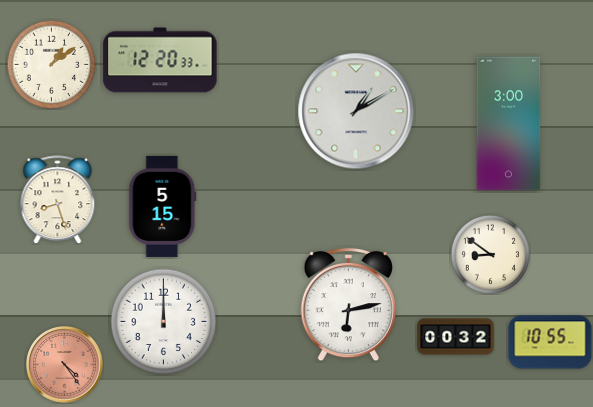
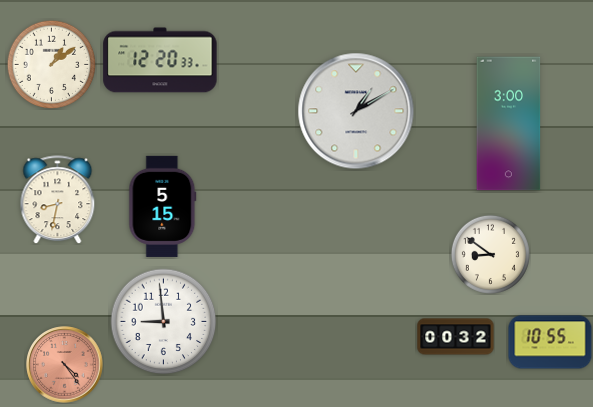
clock at (58, 200): 8:27 -> 8:32
clock at (348, 305): 6:13 -> none
clock at (164, 322): 12:00 -> 8:59
